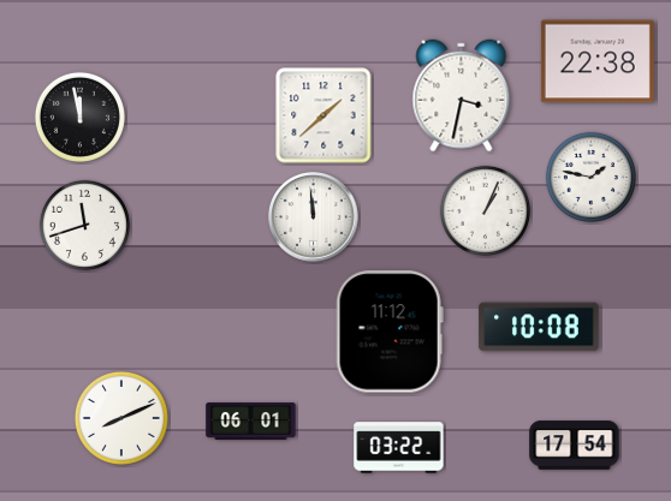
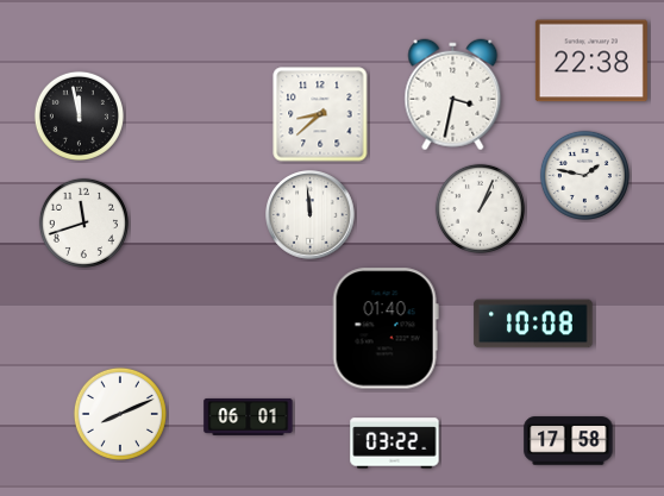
clock at (462, 96) position: (462, 96) -> (453, 95)
clock at (323, 115): 1:38 -> 8:38
clock at (390, 332): 11:12 -> 01:40
clock at (575, 446): 17:54 -> 17:58
